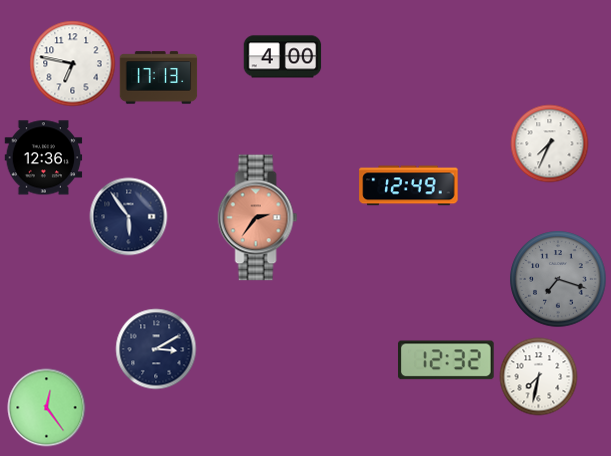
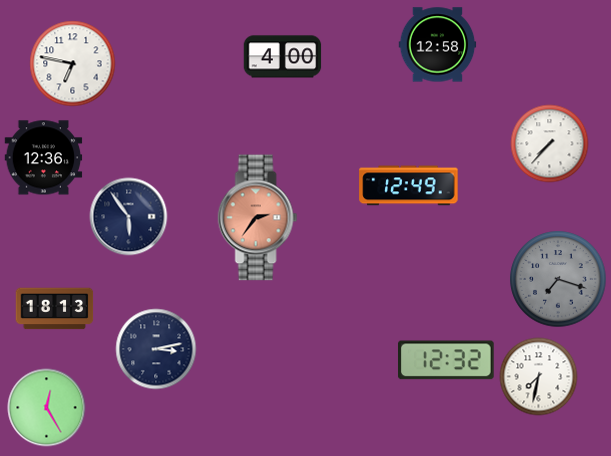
clock at (437, 45): none -> 12:58
clock at (158, 78): 17:13 -> none
clock at (549, 143): 7:34 -> 7:37
clock at (54, 309): none -> 18:13
clock at (156, 349): 3:10 -> 3:13
clock at (46, 407): 12:24 -> 12:25
